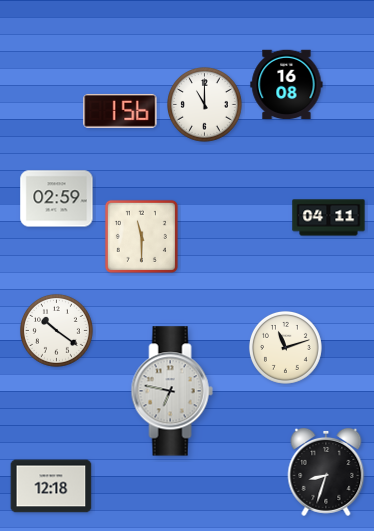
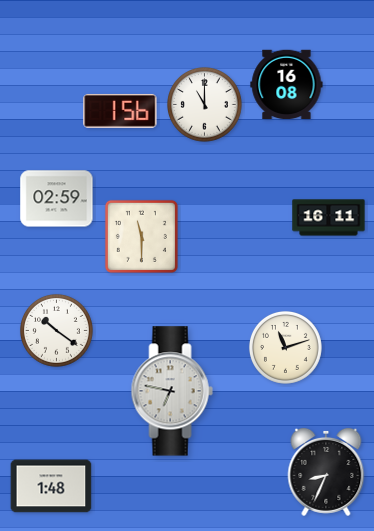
clock at (329, 218): 04:11 -> 16:11
clock at (326, 472): 8:33 -> 8:34
clock at (51, 486): 12:18 -> 1:48
